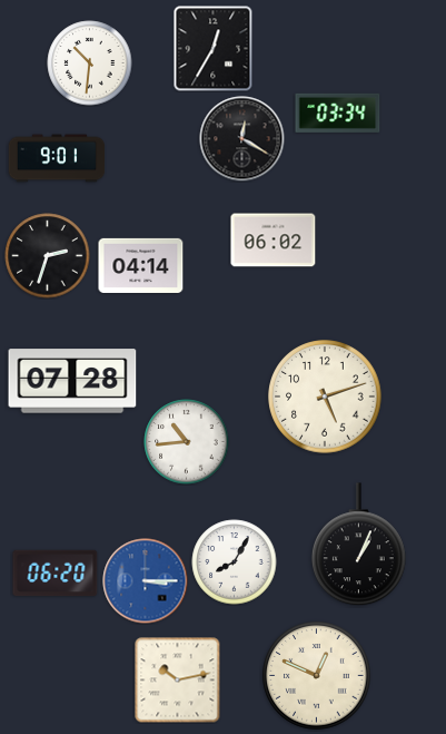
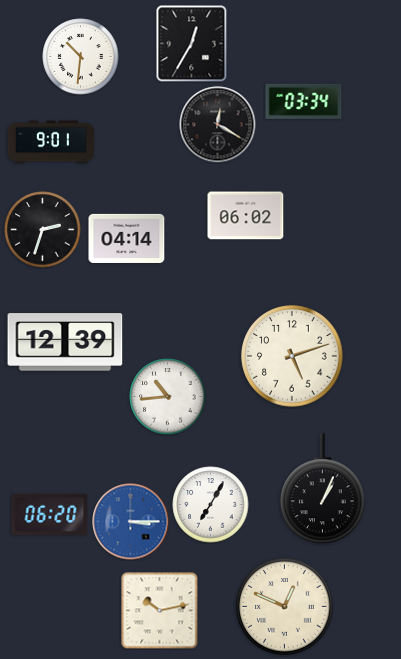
clock at (72, 381): 07:28 -> 12:39
clock at (235, 562): 8:05 -> 7:05
